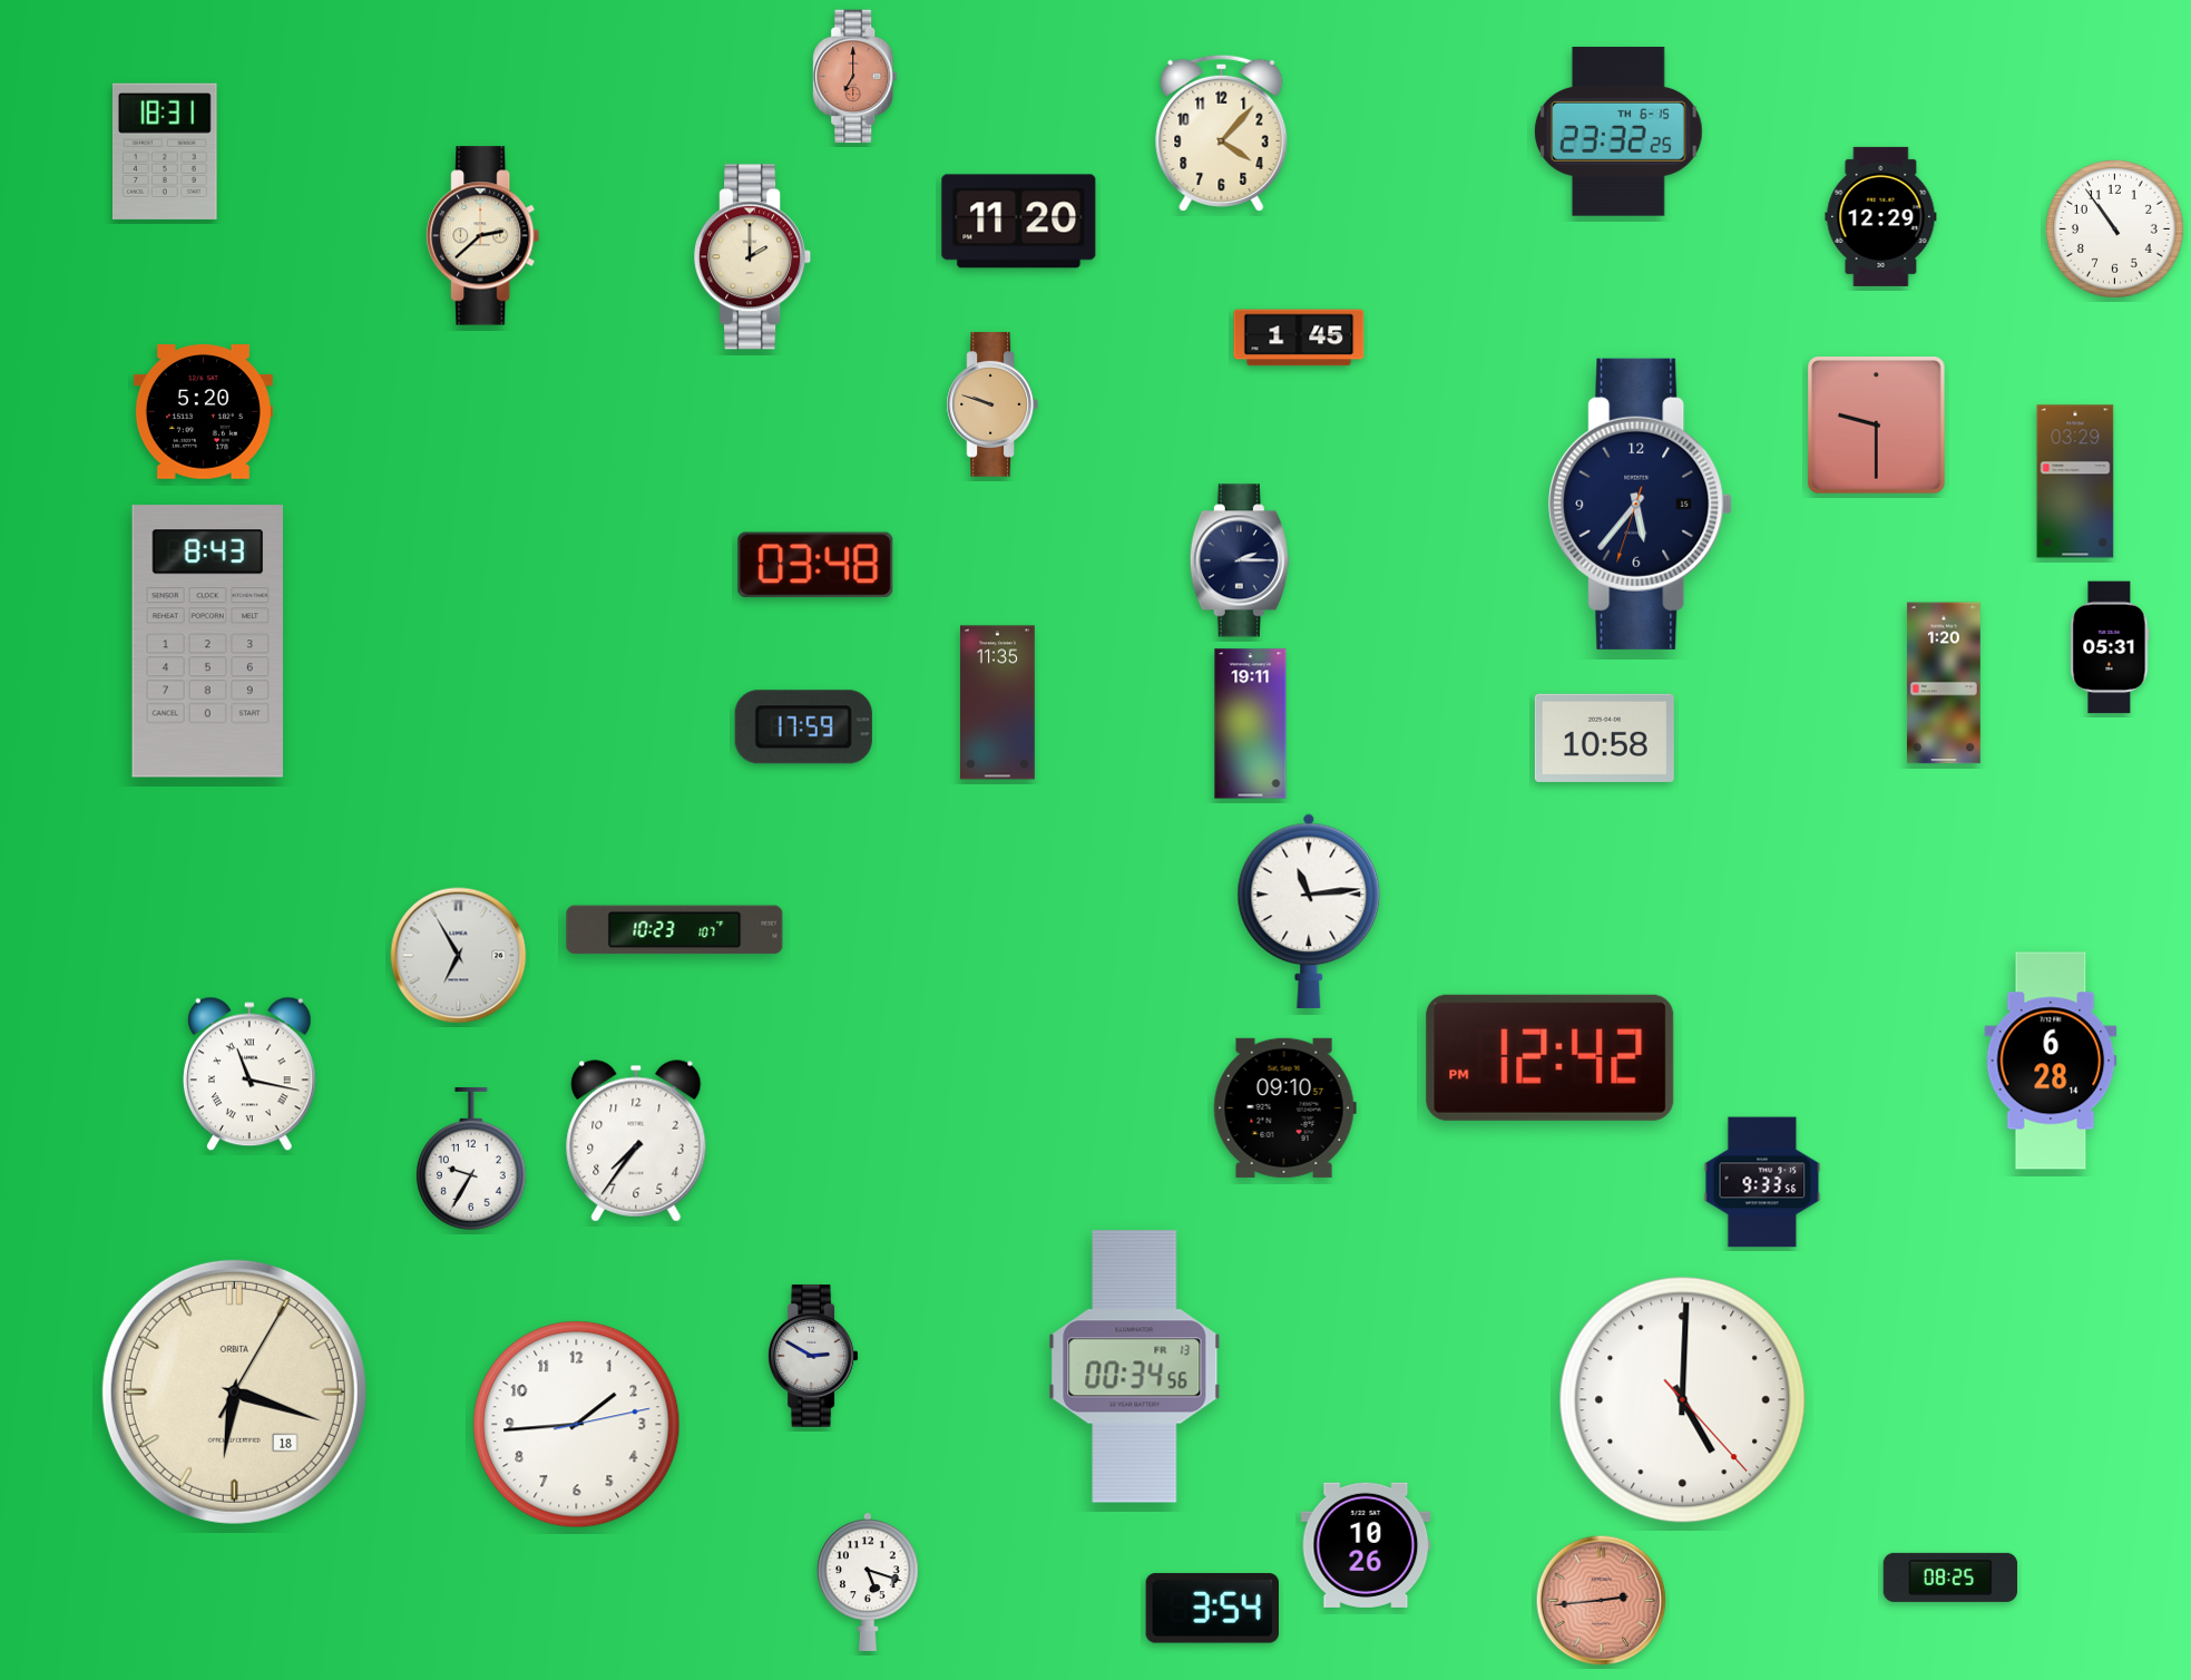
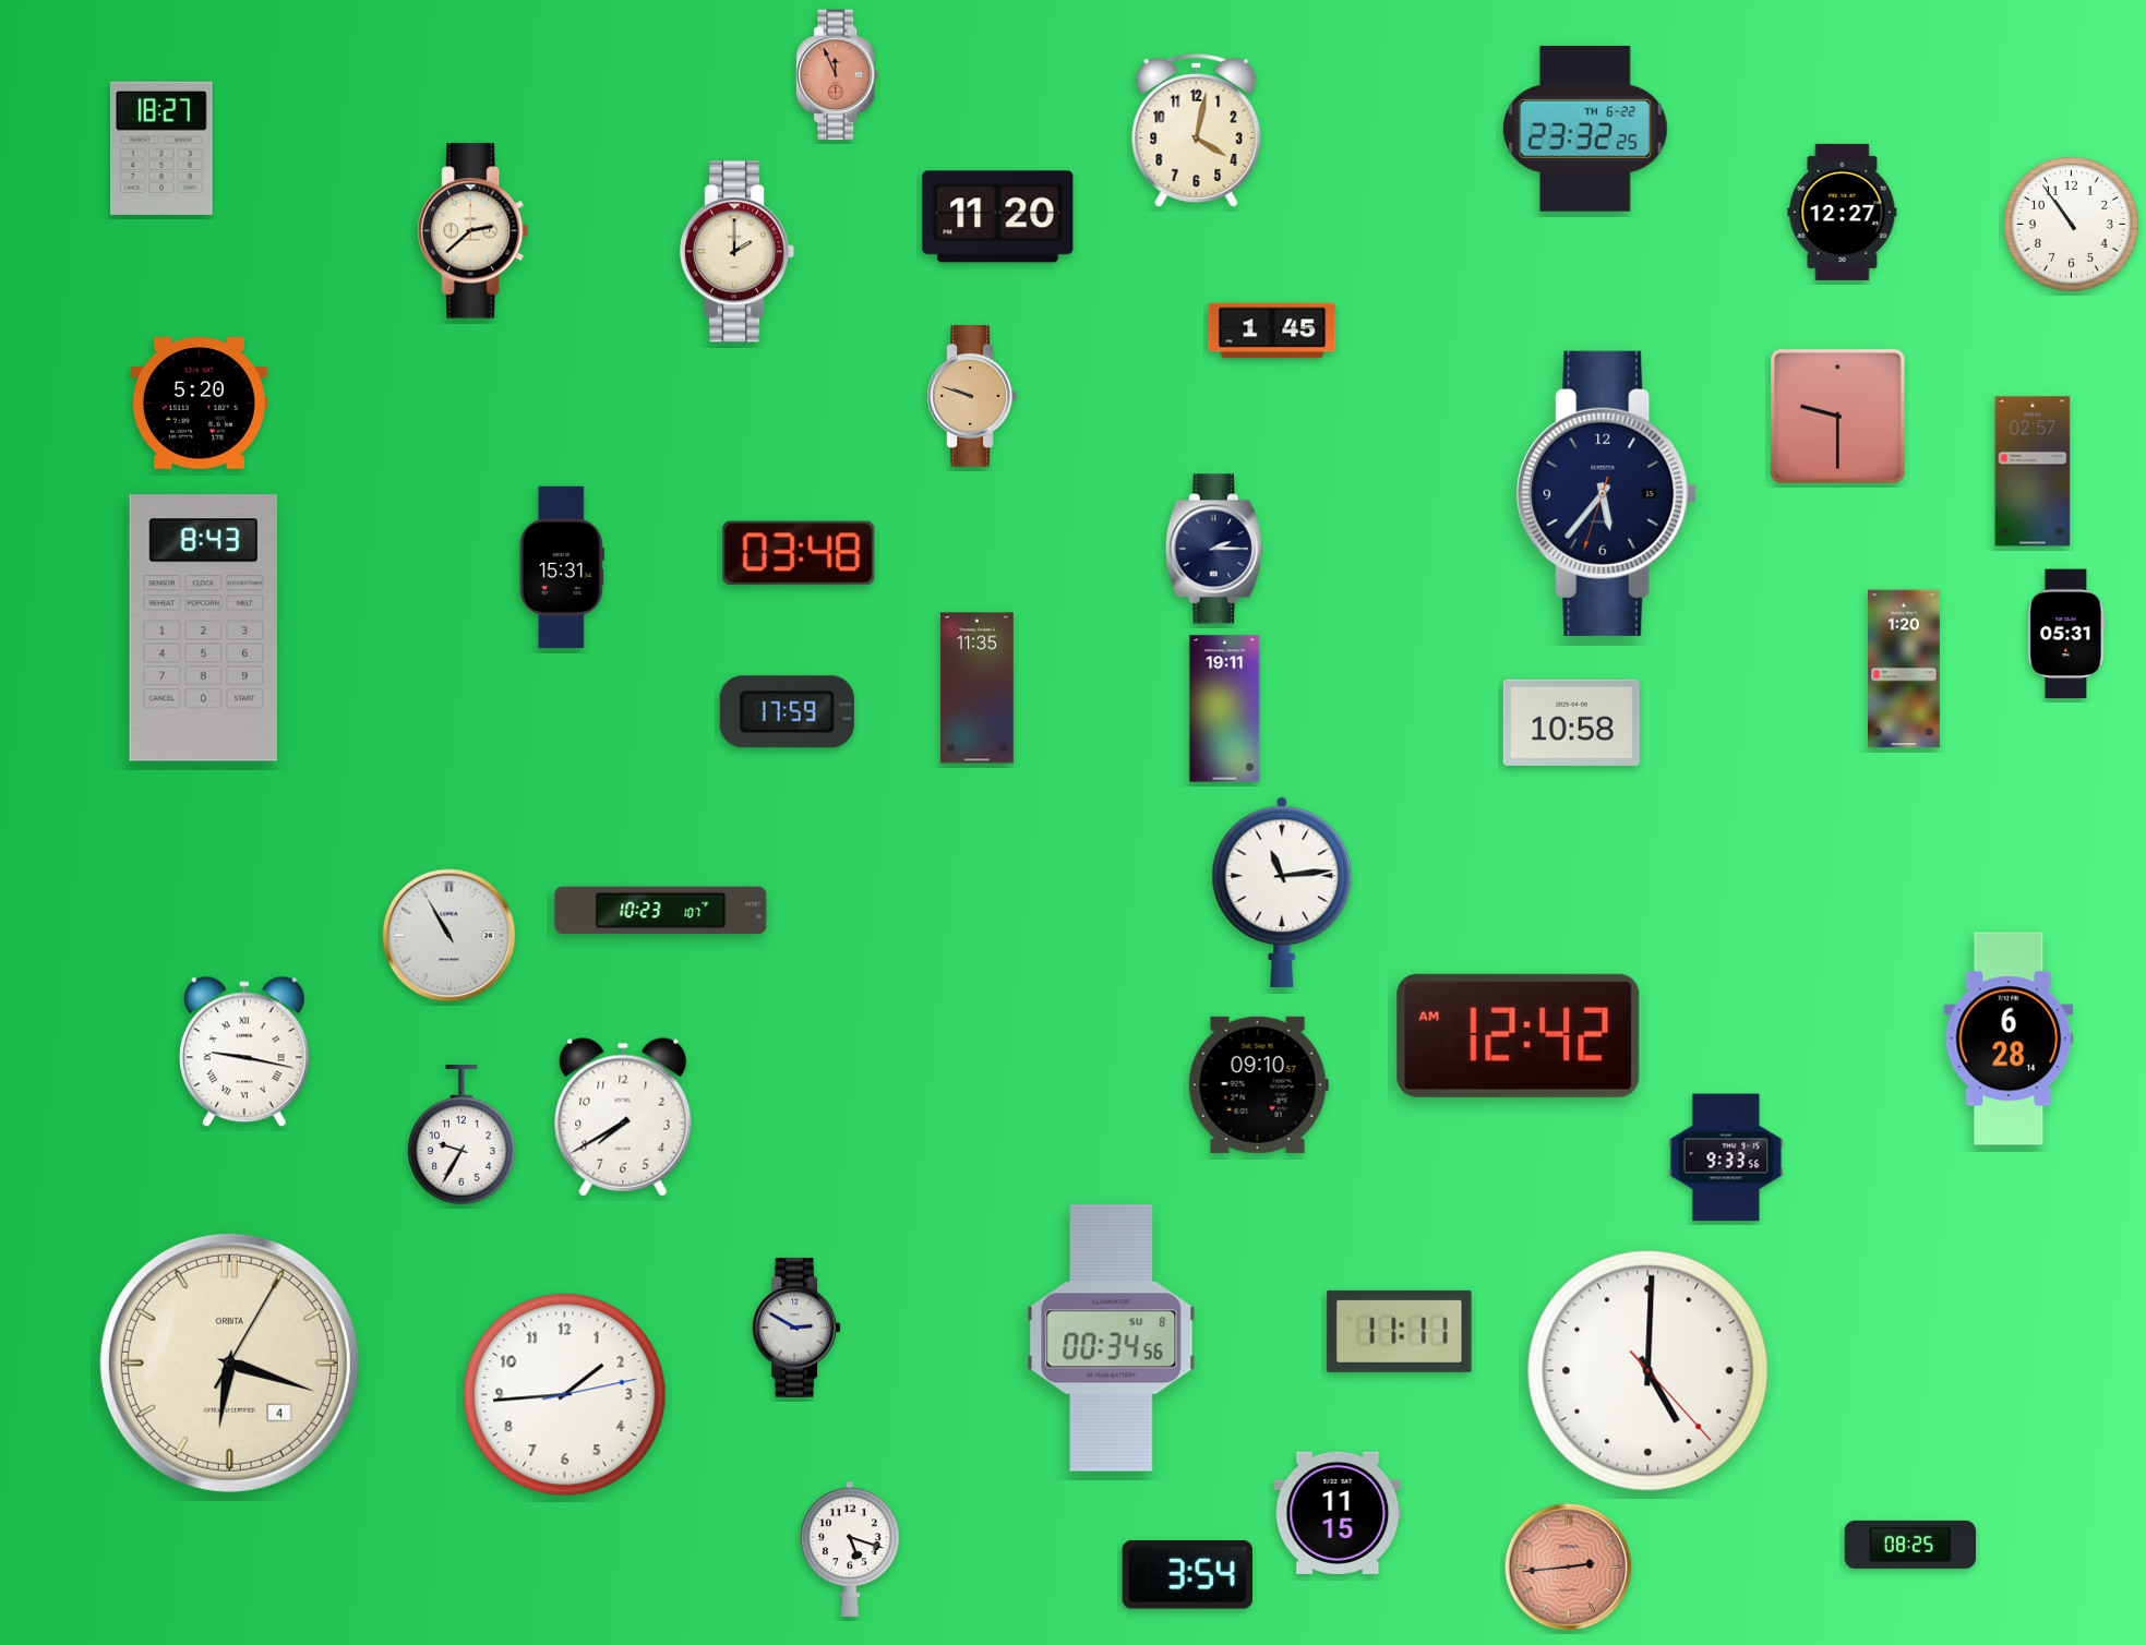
clock at (855, 77): 7:00 -> 11:56
clock at (1618, 131) date: TH 6-15 -> TH 6-22
clock at (1222, 133): 4:07 -> 4:02
clock at (166, 152): 18:31 -> 18:27
clock at (1881, 216): 12:29 -> 12:27
clock at (2075, 481): 03:29 -> 02:57
clock at (562, 567): none -> 15:31
clock at (459, 956): 6:55 -> 10:55
clock at (1551, 1057): 12:42 PM -> 12:42 AM
clock at (250, 1074): 11:17 -> 9:17
clock at (636, 1141): 7:36 -> 7:40
clock at (1400, 1331): none -> 11:11
clock at (1135, 1367) date: FR 13 -> SU 8
clock at (234, 1391) date: 18 -> 4
clock at (1366, 1545): 10:26 -> 11:15
